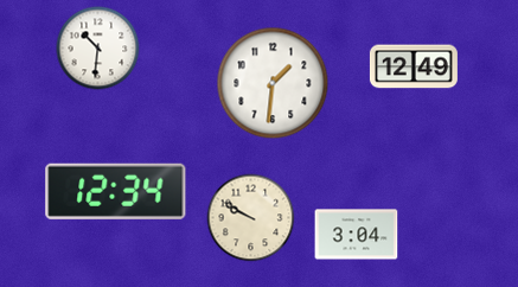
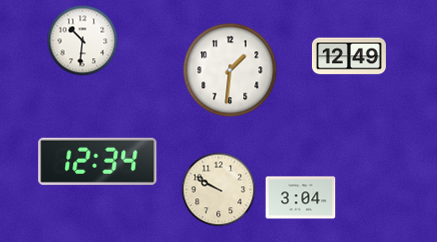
clock at (251, 218) position: (251, 218) -> (219, 190)
